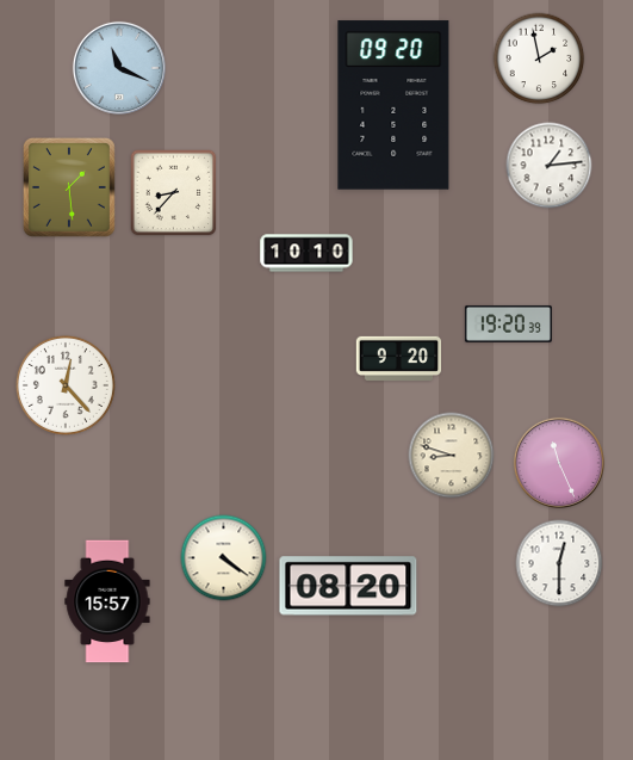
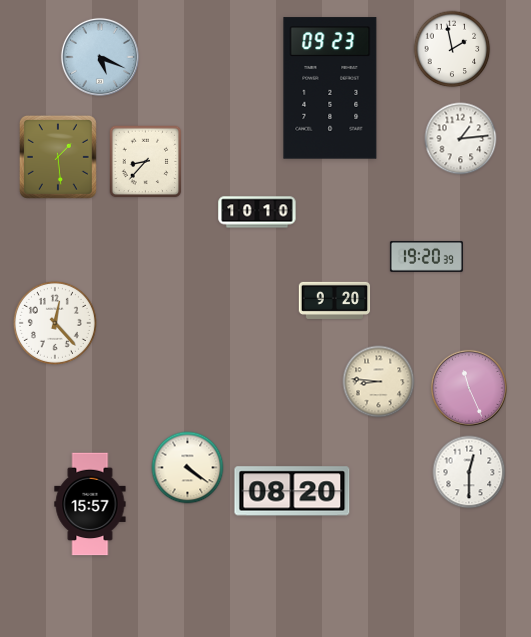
clock at (119, 68): 11:19 -> 5:19
clock at (393, 105): 09:20 -> 09:23
clock at (508, 323) position: (508, 323) -> (426, 256)
clock at (452, 456): 8:48 -> 8:46
